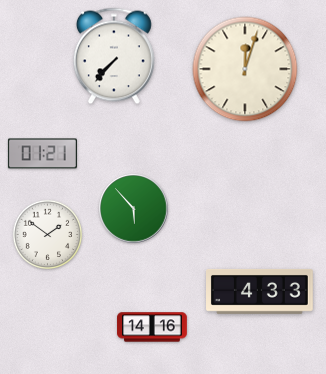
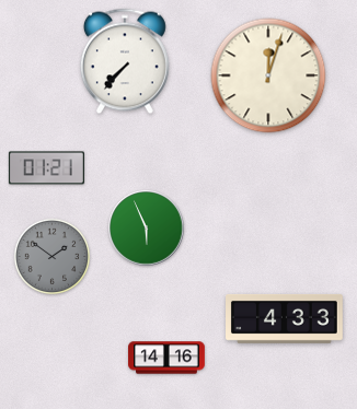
clock at (134, 209): 5:53 -> 5:56
clock at (48, 235) dial: white -> grey
